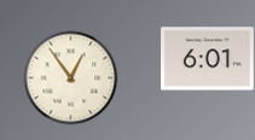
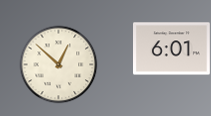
clock at (70, 77): 12:54 -> 12:52
